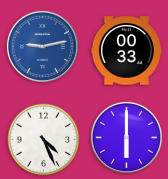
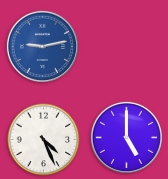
clock at (126, 51): 00:33 -> none
clock at (126, 137): 6:00 -> 5:00
